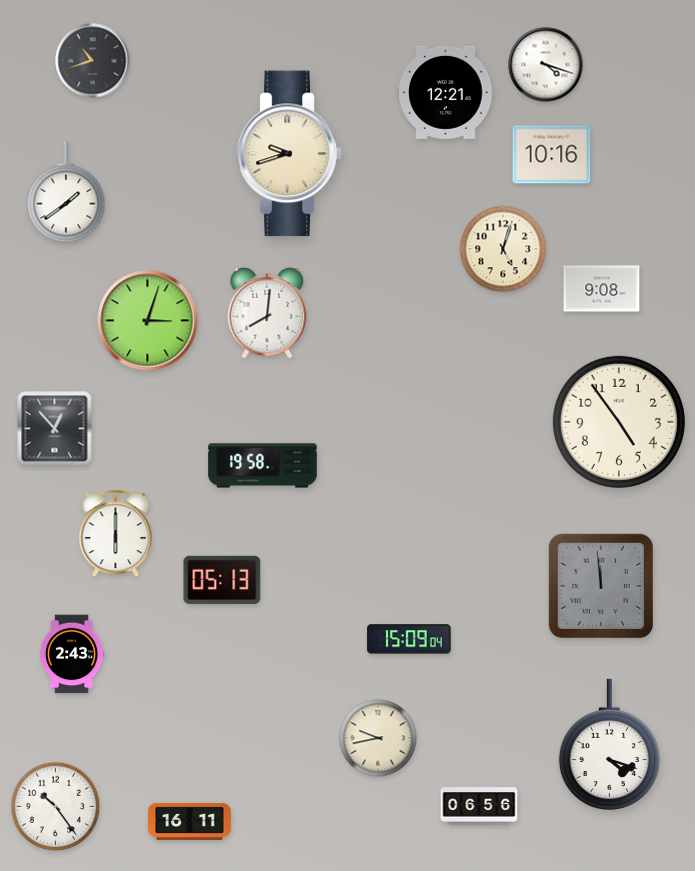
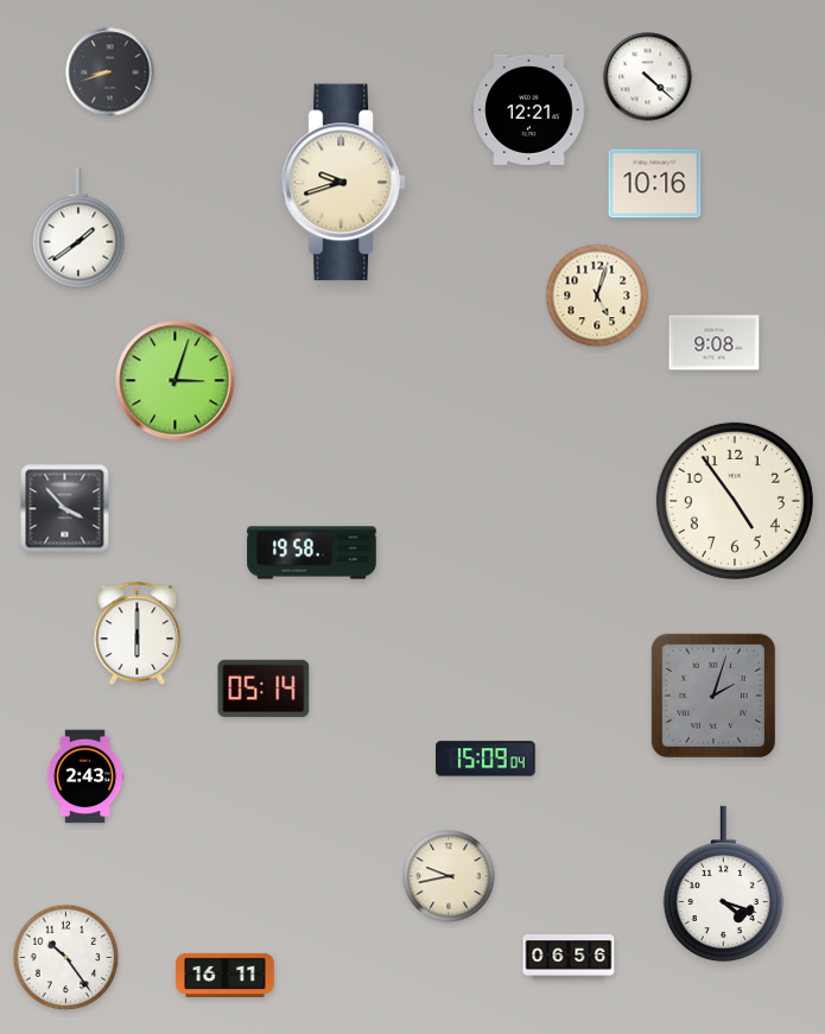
clock at (93, 61): 10:42 -> 8:42
clock at (546, 65): 4:18 -> 4:22
clock at (267, 313): 8:01 -> none
clock at (55, 429): 12:53 -> 3:53
clock at (222, 580): 05:13 -> 05:14
clock at (601, 586): 11:59 -> 2:03
